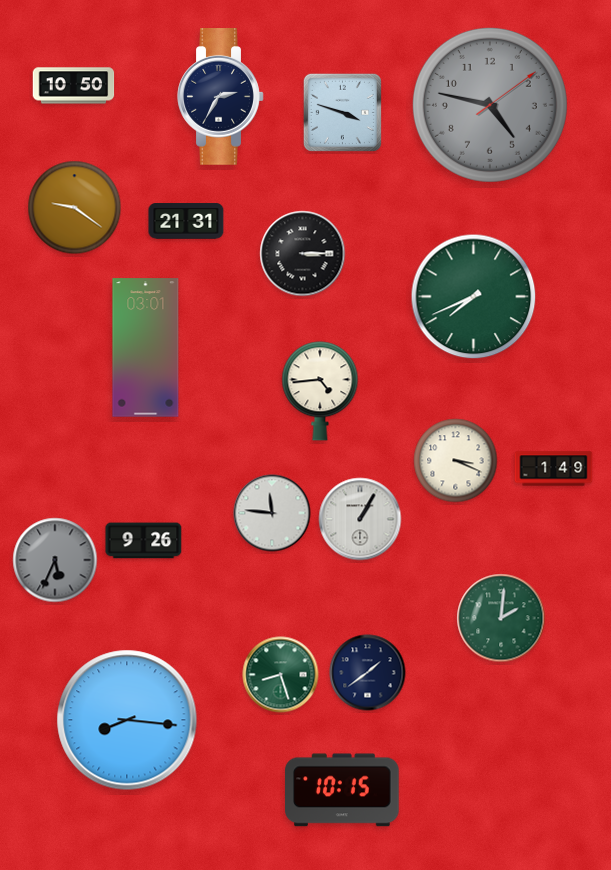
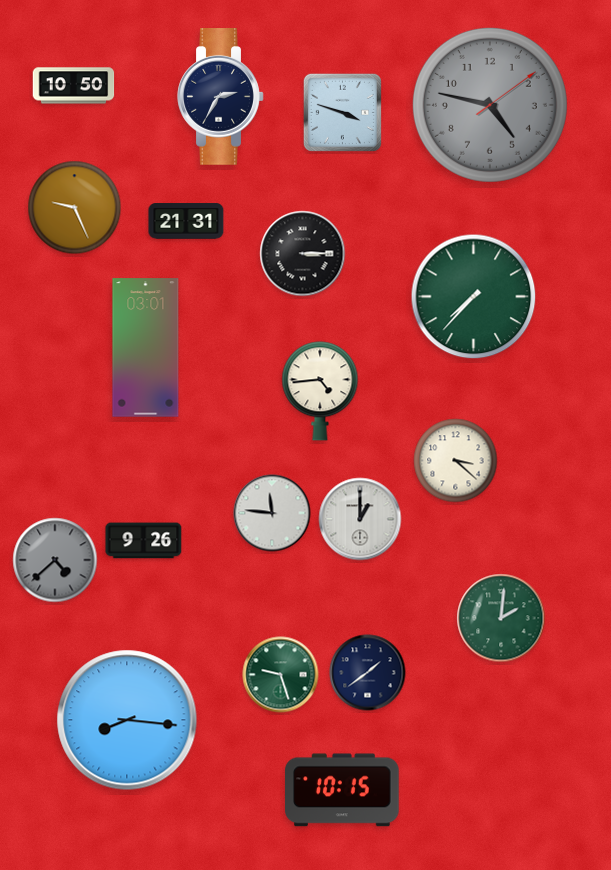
clock at (75, 208): 9:21 -> 9:26
clock at (474, 297): 7:41 -> 7:37
clock at (456, 461): 3:19 -> 3:22
clock at (554, 469): 1:49 -> none
clock at (360, 519): 1:05 -> 1:00
clock at (55, 560): 5:34 -> 4:38
clock at (281, 675): 8:27 -> 9:27
